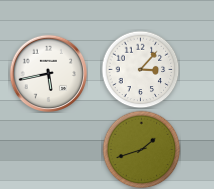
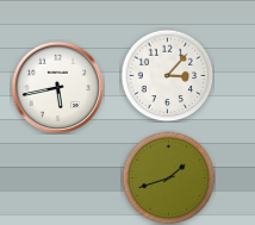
clock at (140, 69) position: (140, 69) -> (167, 75)
